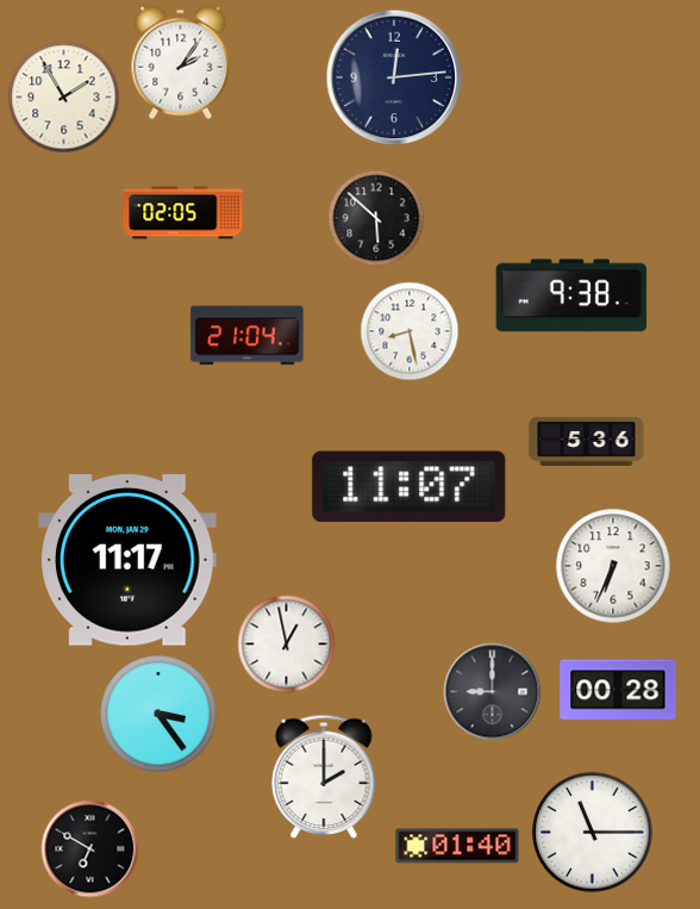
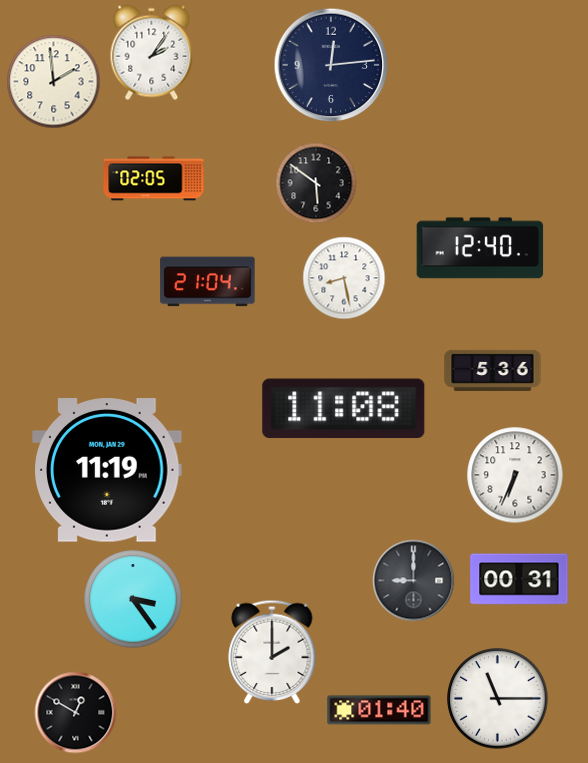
clock at (63, 96): 1:55 -> 1:59
clock at (376, 218): 5:52 -> 5:51
clock at (571, 295): 9:38 -> 12:40
clock at (410, 487): 11:07 -> 11:08
clock at (127, 560): 11:17 -> 11:19
clock at (286, 643): 12:58 -> none
clock at (618, 690): 00:28 -> 00:31
clock at (457, 846) position: (457, 846) -> (379, 710)
clock at (89, 848): 6:50 -> 12:50
